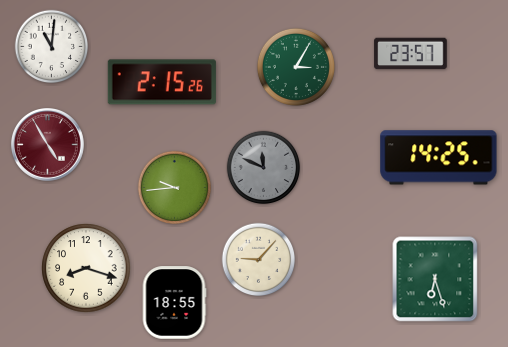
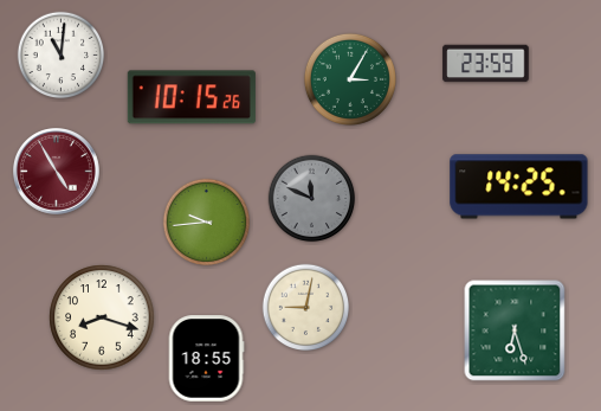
clock at (411, 54): 23:57 -> 23:59
clock at (162, 82): 2:15 -> 10:15
clock at (259, 260): 9:07 -> 9:02
